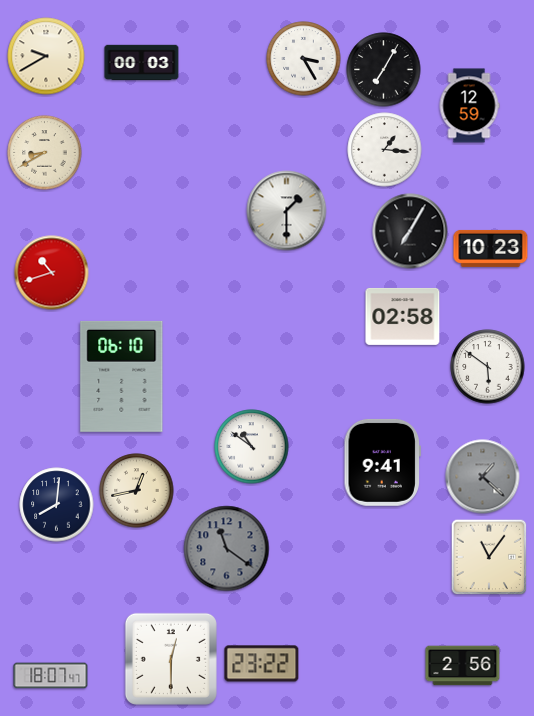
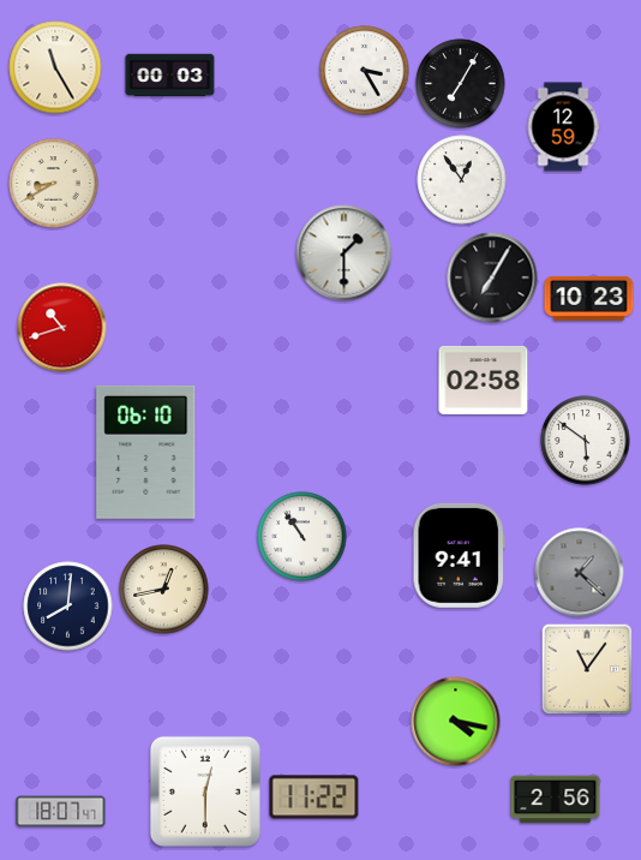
clock at (46, 56): 9:40 -> 11:25
clock at (385, 150): 1:16 -> 12:54
clock at (252, 447): 10:51 -> 10:54
clock at (227, 549): 11:21 -> none
clock at (456, 722): none -> 4:17
clock at (262, 664): 23:22 -> 11:22
